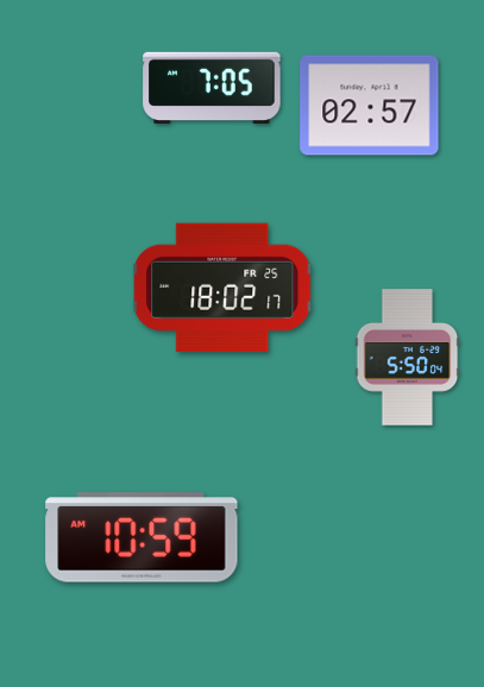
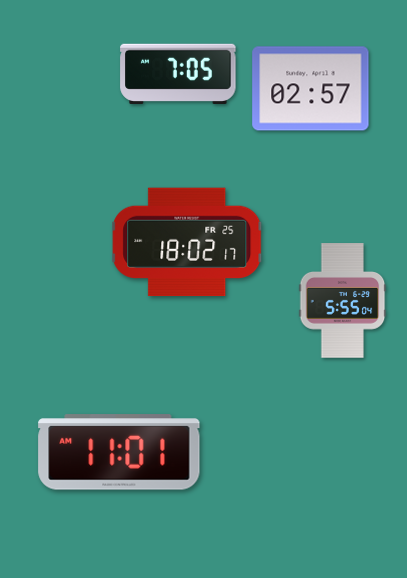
clock at (408, 358): 5:50 -> 5:55
clock at (142, 537): 10:59 -> 11:01
